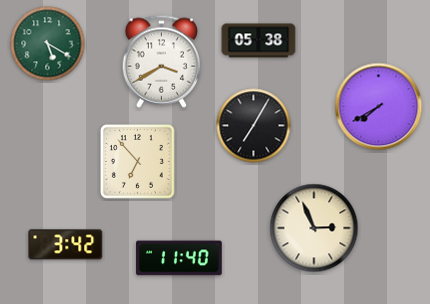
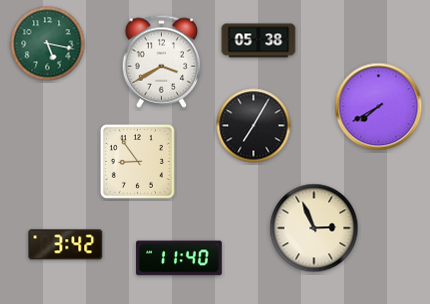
clock at (48, 44): 5:20 -> 5:17
clock at (137, 161): 6:53 -> 8:54
